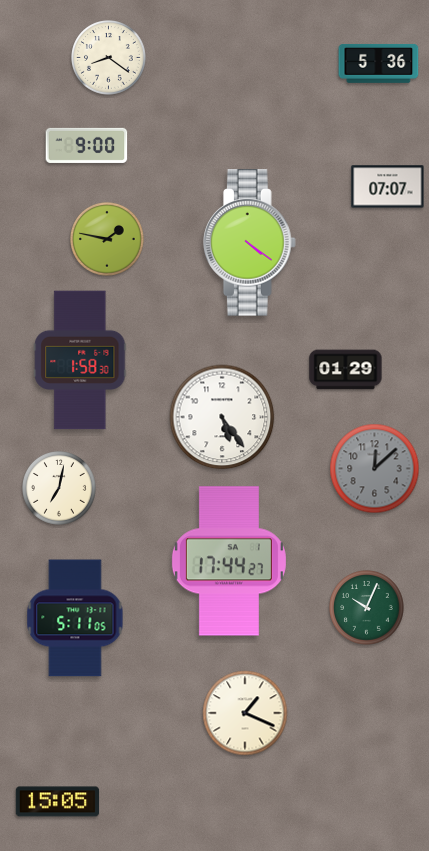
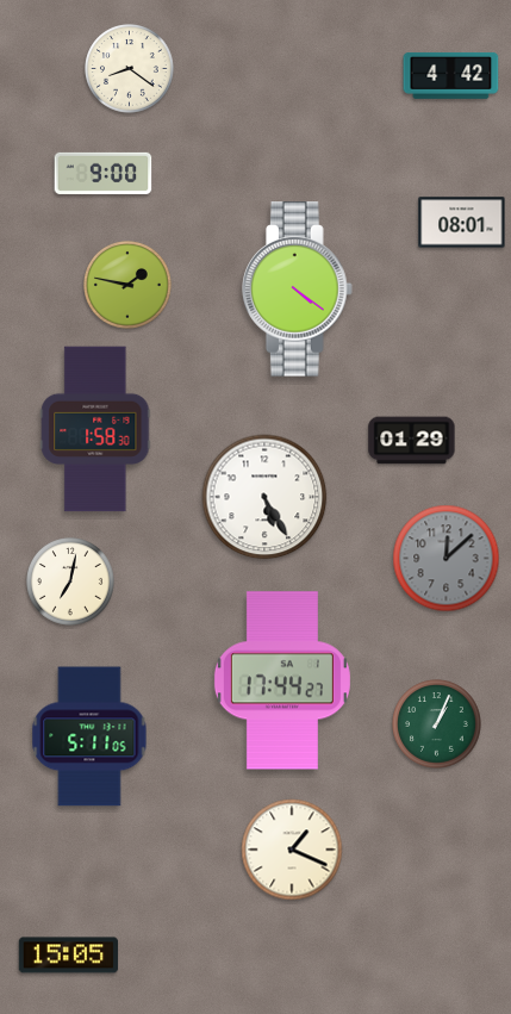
clock at (379, 63): 5:36 -> 4:42
clock at (388, 187): 07:07 -> 08:01
clock at (222, 417): 5:24 -> 5:25
clock at (229, 561) position: (229, 561) -> (282, 680)
clock at (367, 608): 10:04 -> 1:04
